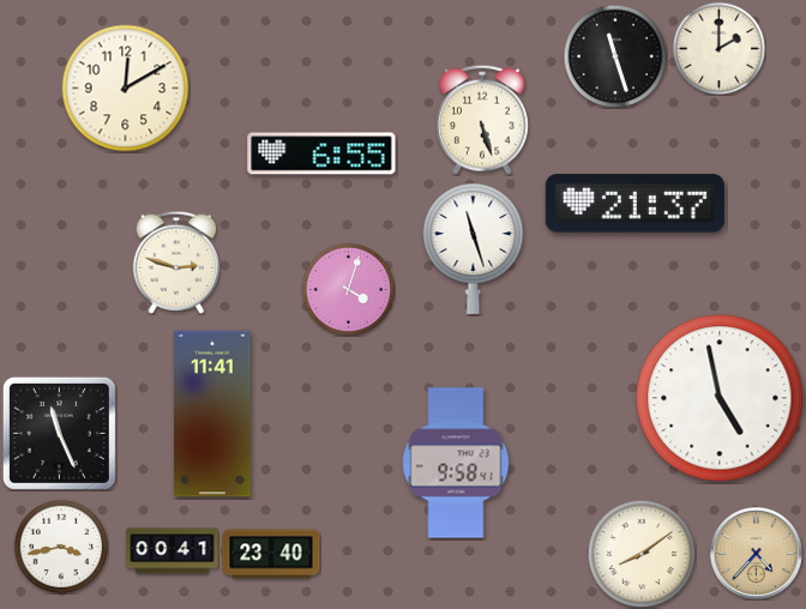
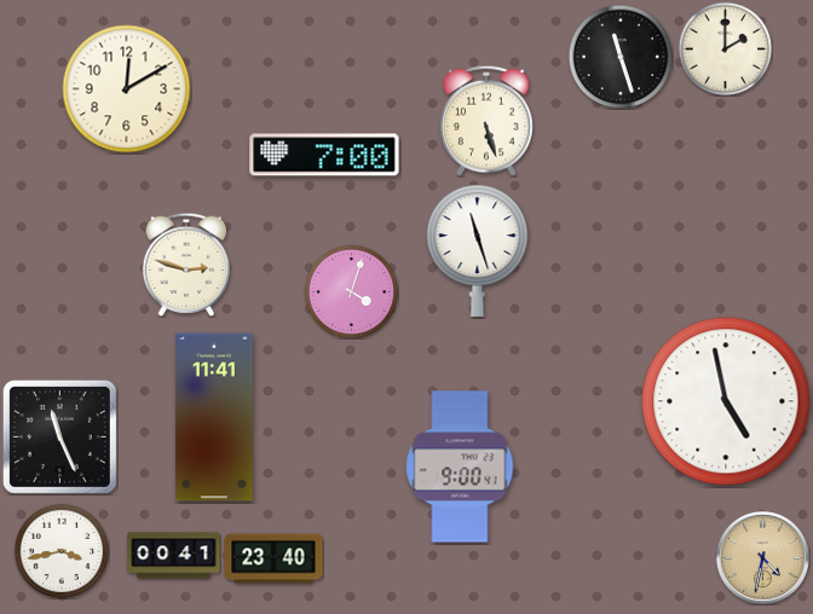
clock at (321, 153): 6:55 -> 7:00
clock at (634, 204): 21:37 -> none
clock at (176, 263) position: (176, 263) -> (186, 265)
clock at (456, 463): 9:58 -> 9:00
clock at (756, 553): 4:37 -> 4:32
clock at (642, 554): 8:09 -> none
